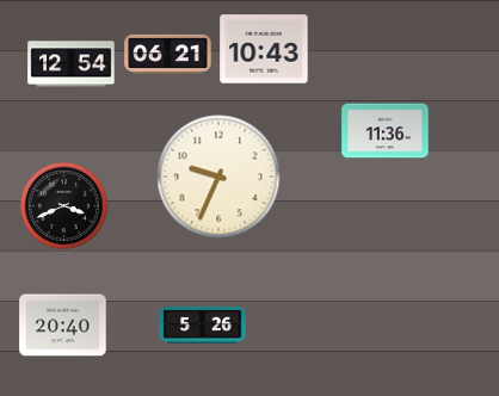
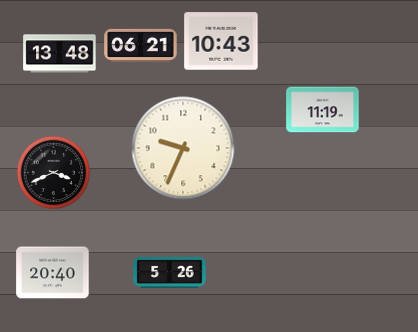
clock at (72, 64): 12:54 -> 13:48
clock at (386, 131): 11:36 -> 11:19
